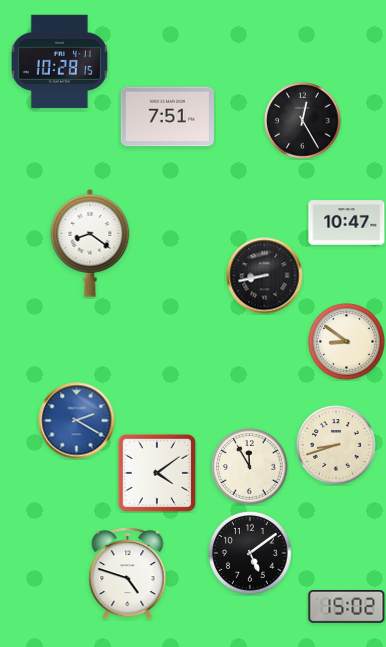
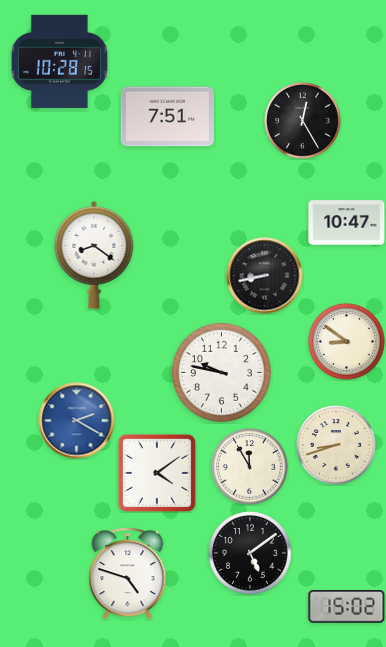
clock at (90, 243) position: (90, 243) -> (94, 255)
clock at (221, 372): none -> 9:47
